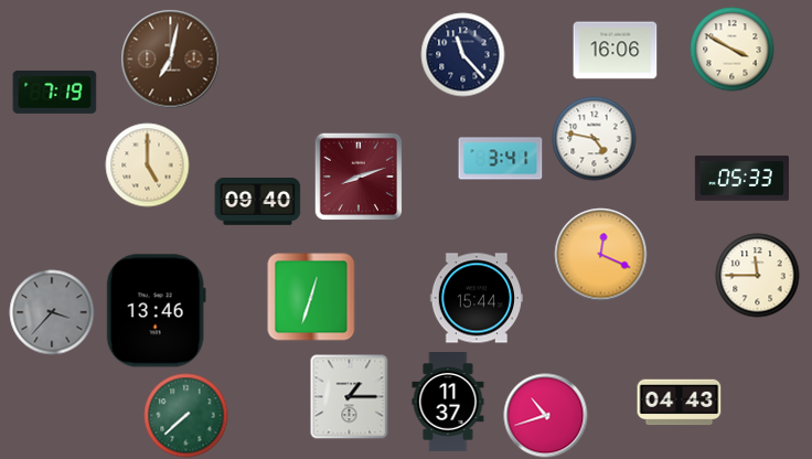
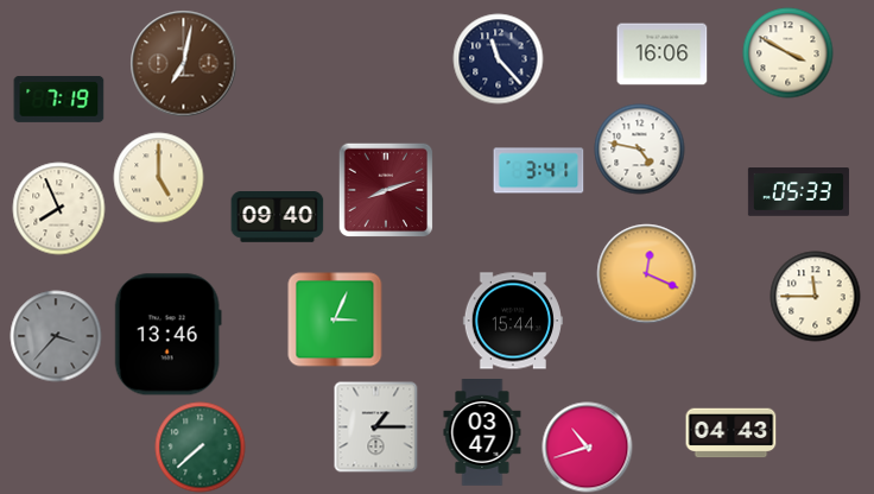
clock at (59, 209): none -> 7:56
clock at (311, 297): 12:33 -> 3:04
clock at (448, 403): 11:37 -> 03:47
